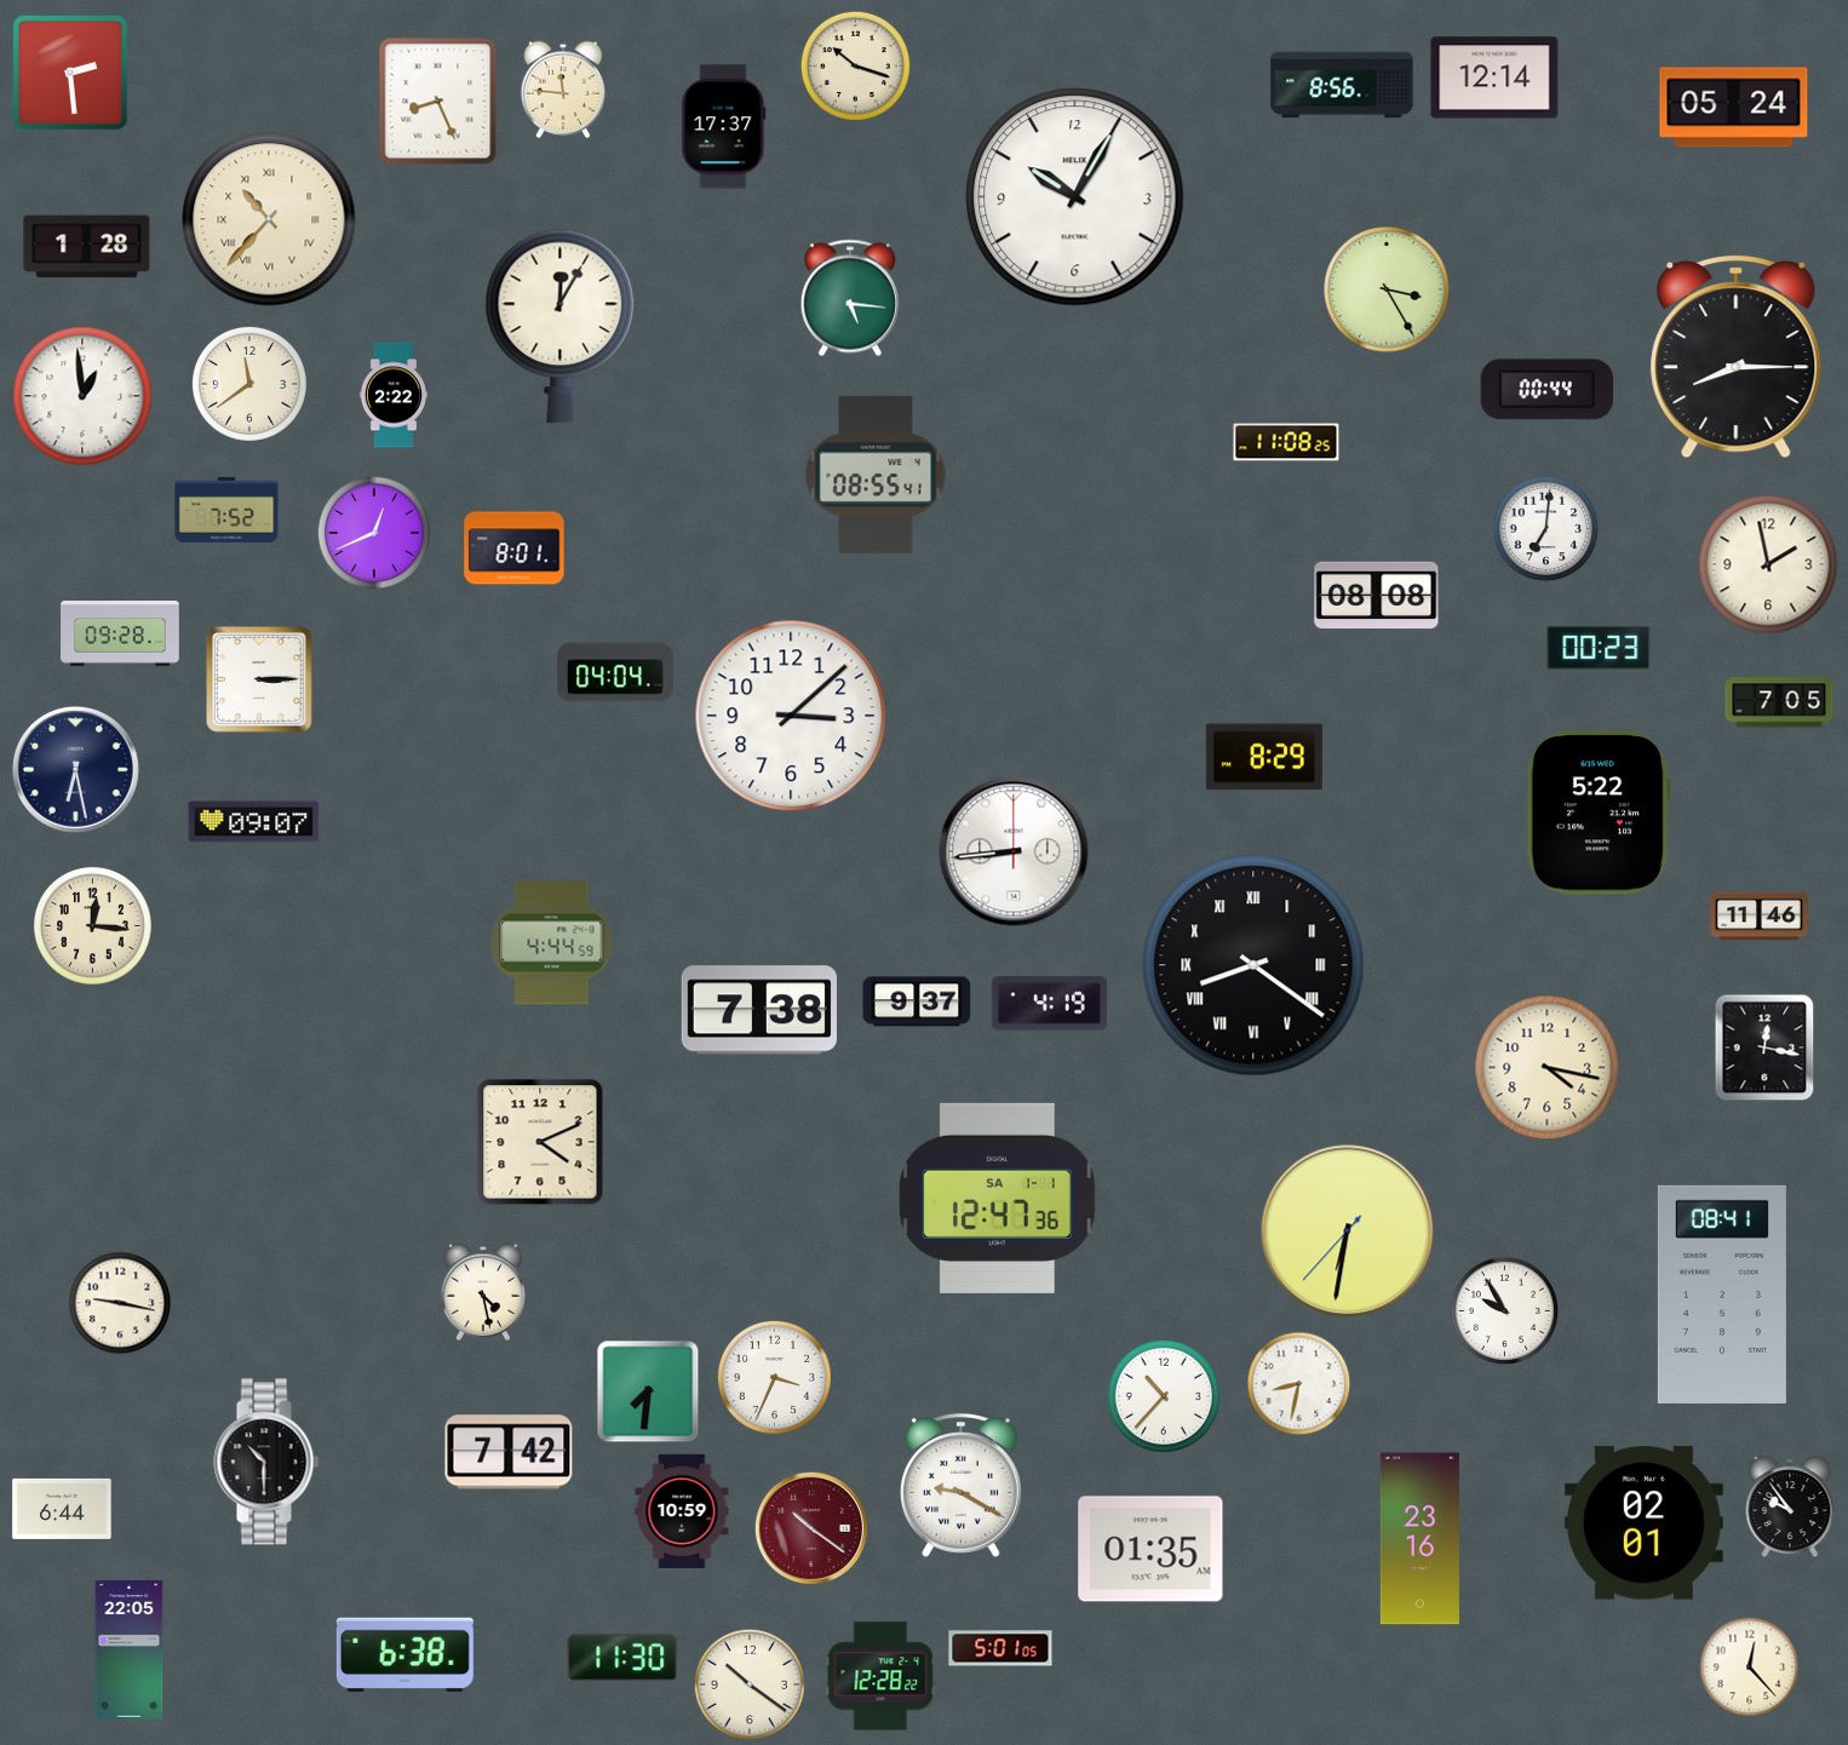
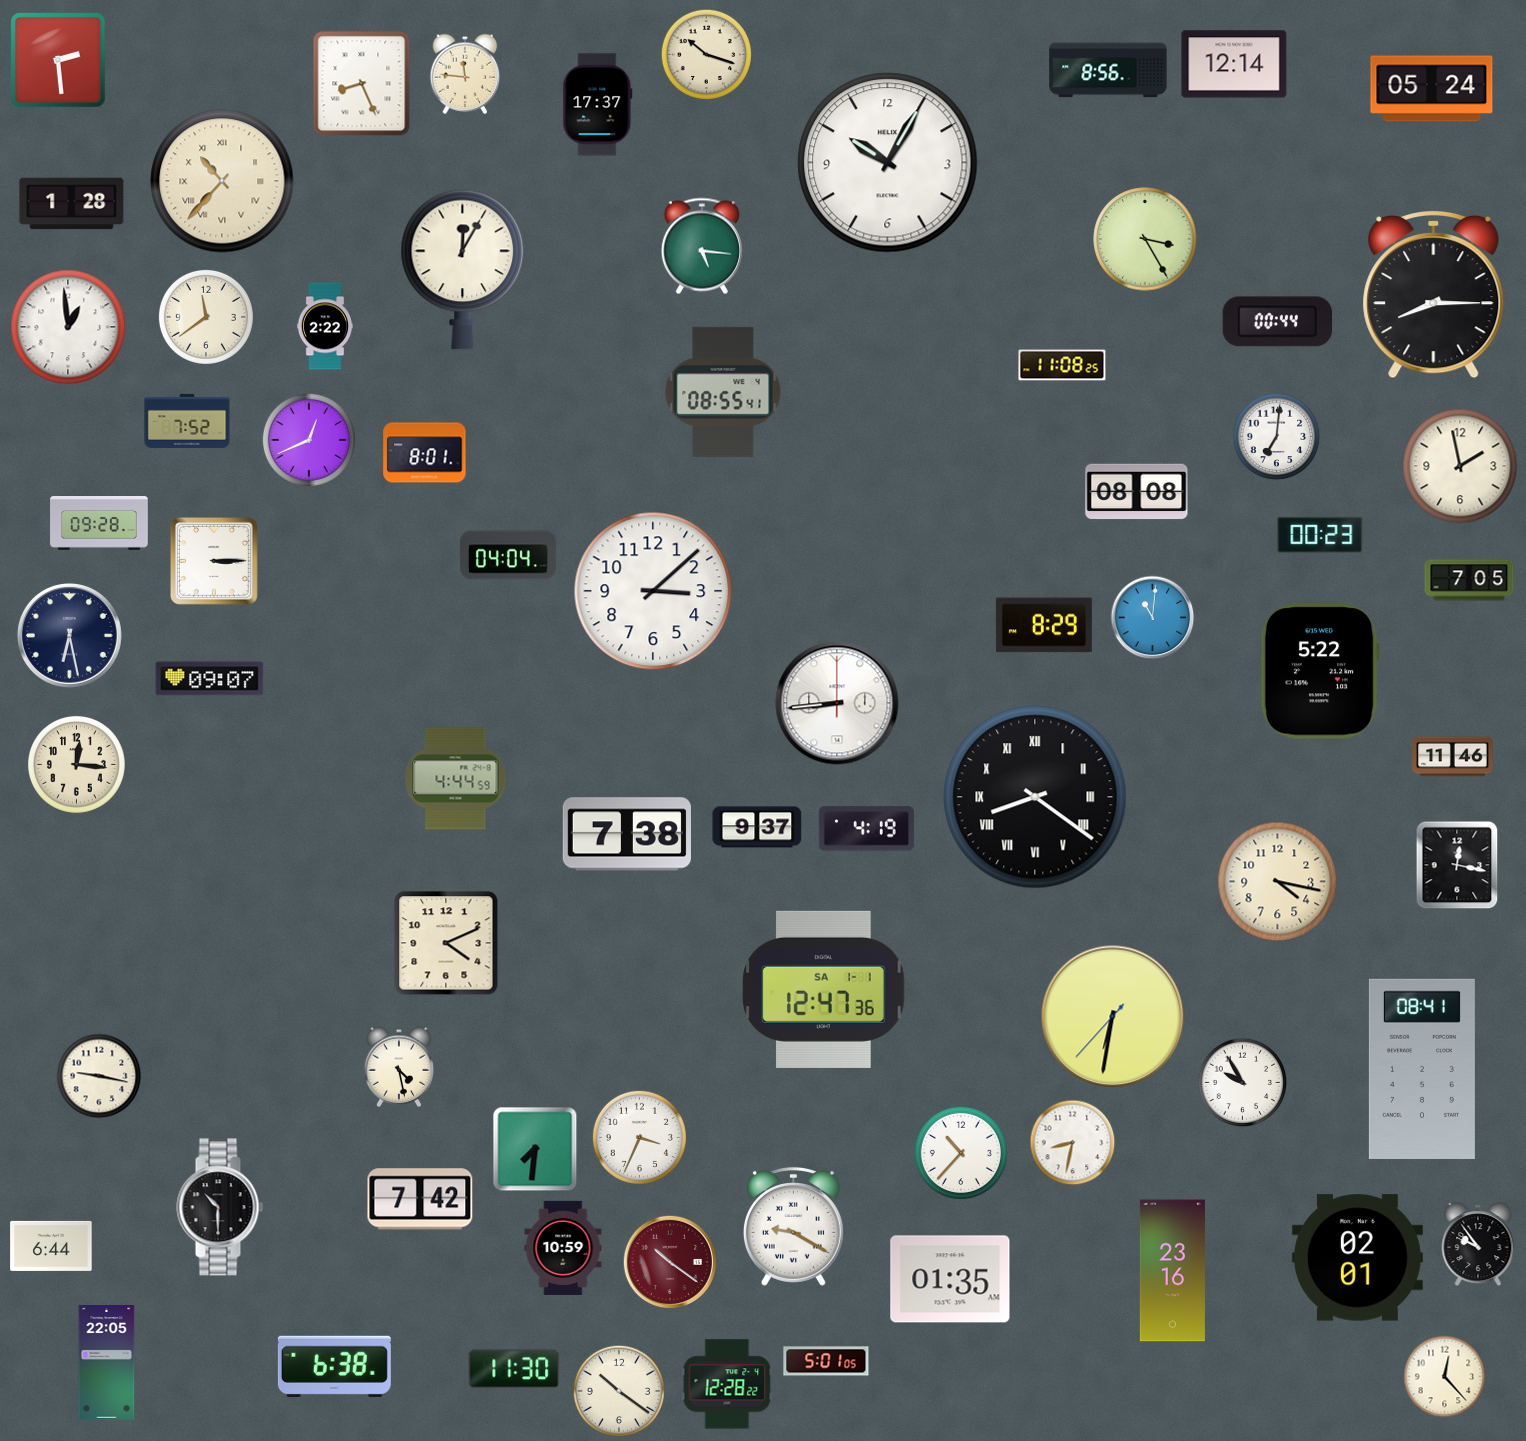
clock at (1153, 618): none -> 11:01
clock at (75, 769) position: (75, 769) -> (69, 635)
